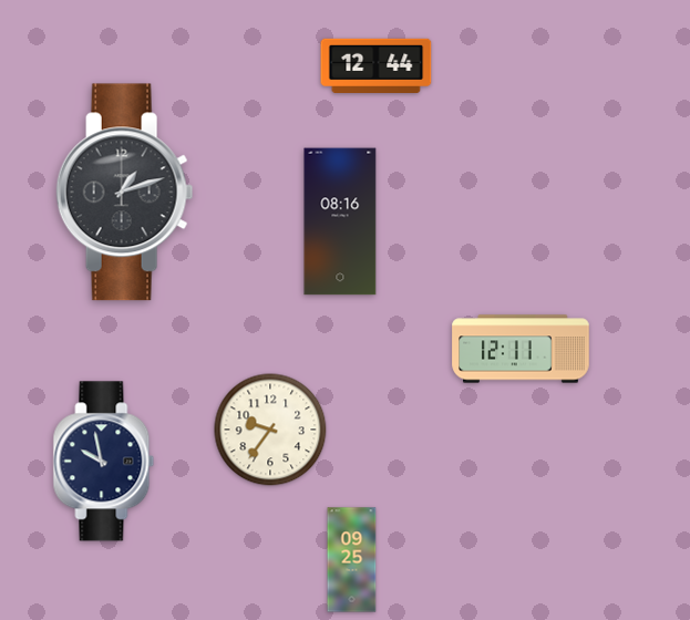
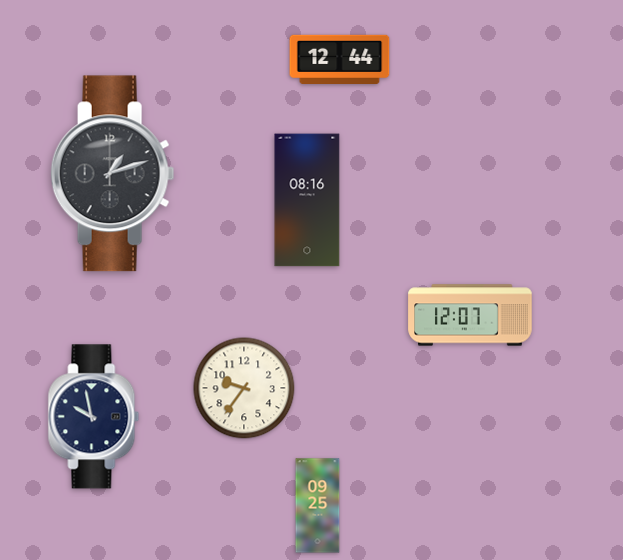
clock at (521, 349): 12:11 -> 12:07
